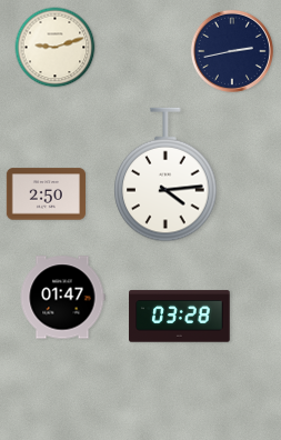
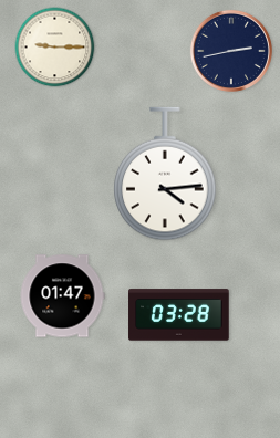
clock at (56, 48): 9:12 -> 9:15
clock at (46, 194): 2:50 -> none
